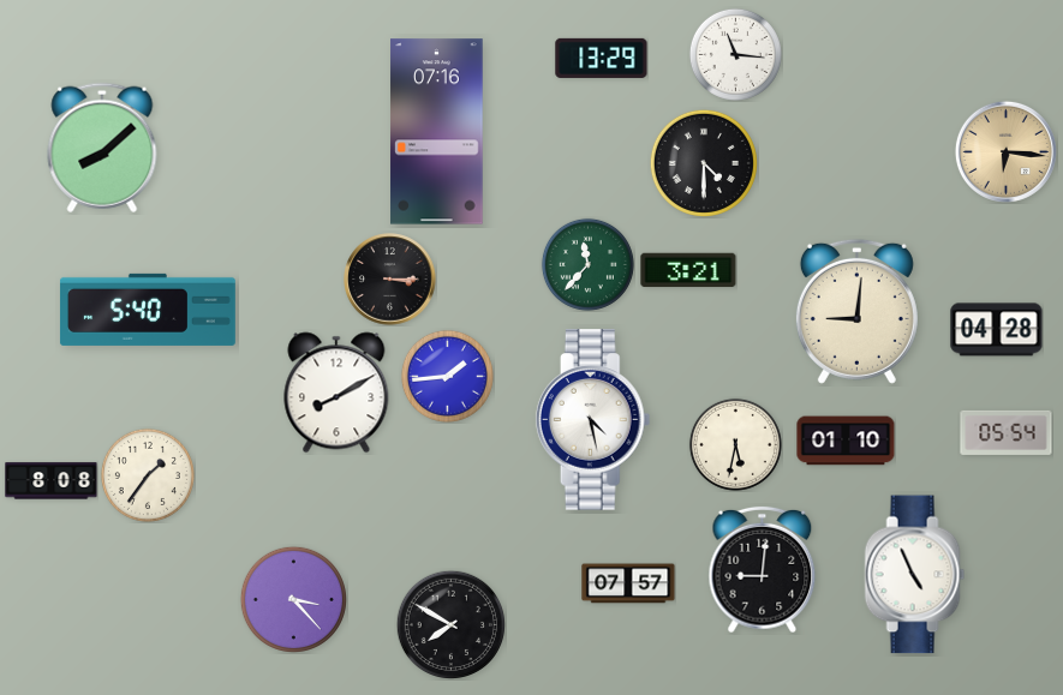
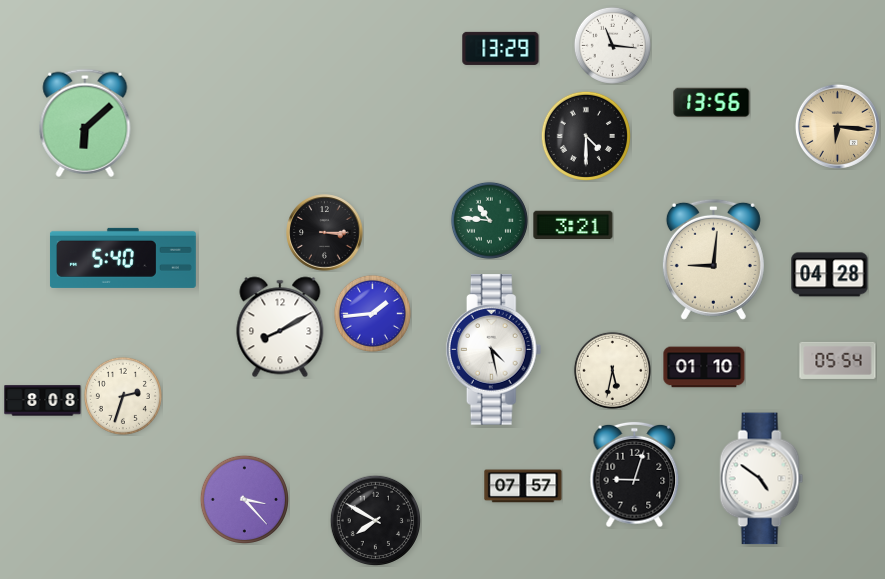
clock at (712, 103): none -> 13:56
clock at (437, 132): 07:16 -> none
clock at (102, 148): 8:08 -> 6:08
clock at (587, 264): 11:37 -> 10:46
clock at (148, 475): 1:36 -> 2:33
clock at (763, 570): 9:01 -> 9:03
clock at (915, 575): 4:56 -> 4:51
